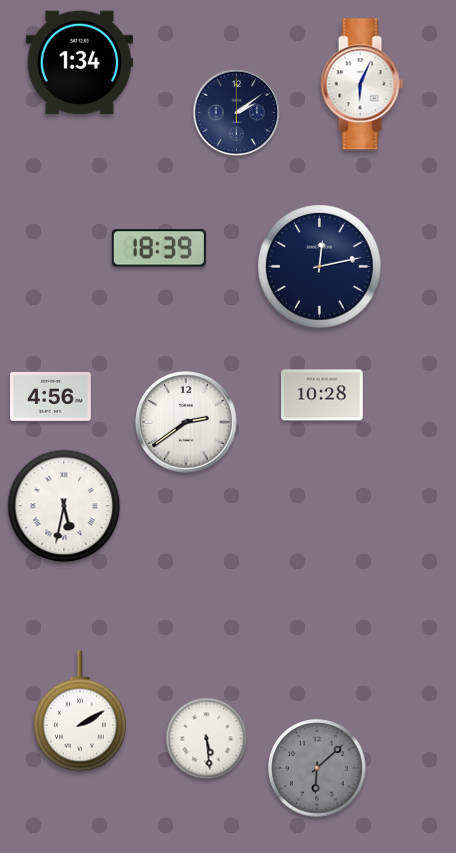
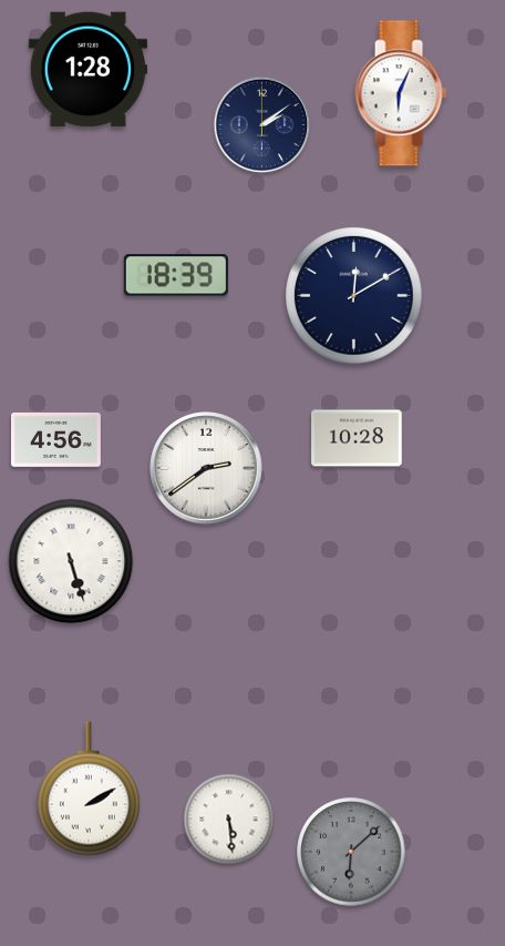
clock at (79, 63): 1:34 -> 1:28
clock at (320, 267): 12:13 -> 12:10
clock at (64, 506): 5:32 -> 5:27
